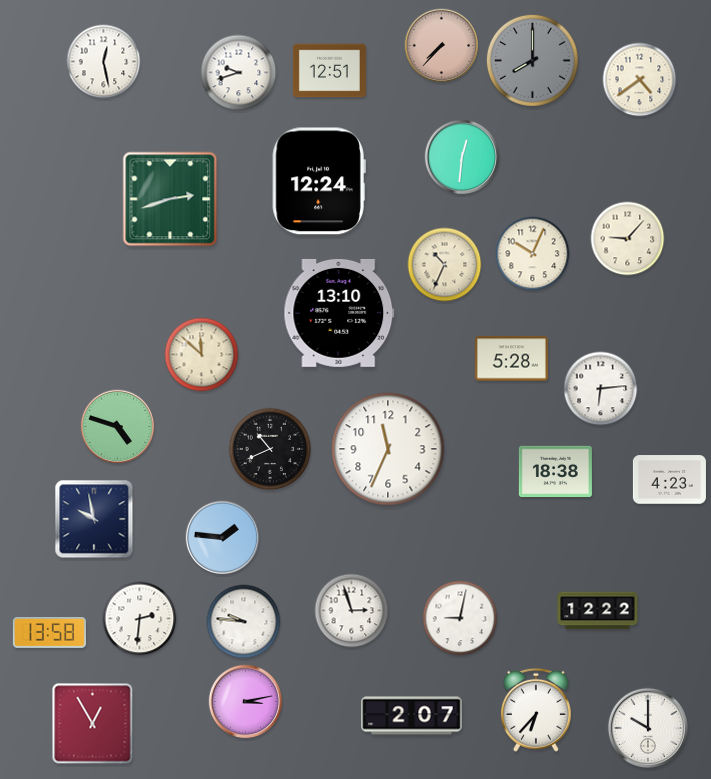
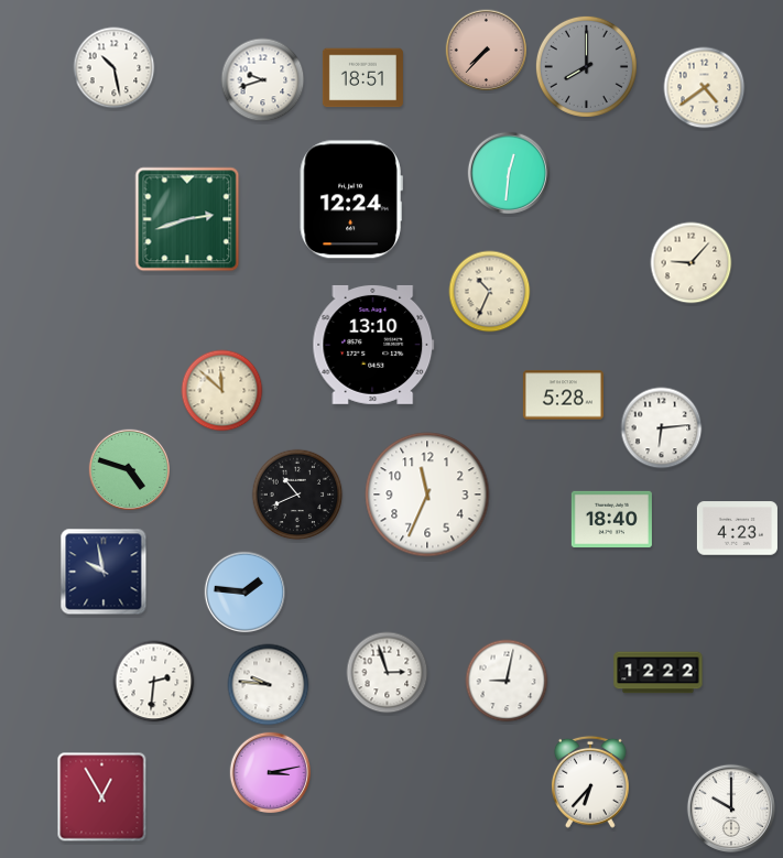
clock at (104, 62): 12:28 -> 10:28
clock at (329, 71): 12:51 -> 18:51
clock at (533, 254): 10:04 -> none
clock at (555, 471): 18:38 -> 18:40
clock at (49, 633): 13:58 -> none
clock at (412, 716): 2:07 -> none
clock at (647, 727) position: (647, 727) -> (730, 807)
